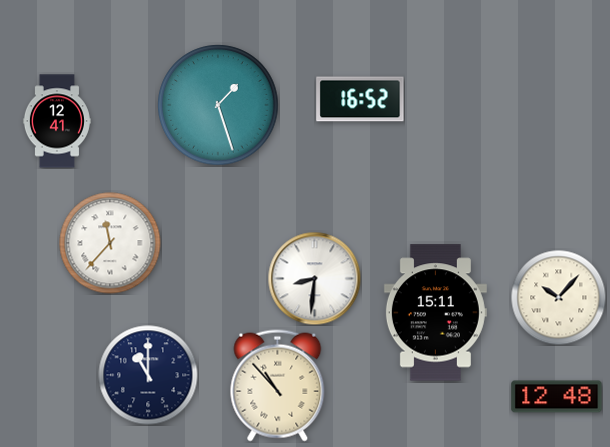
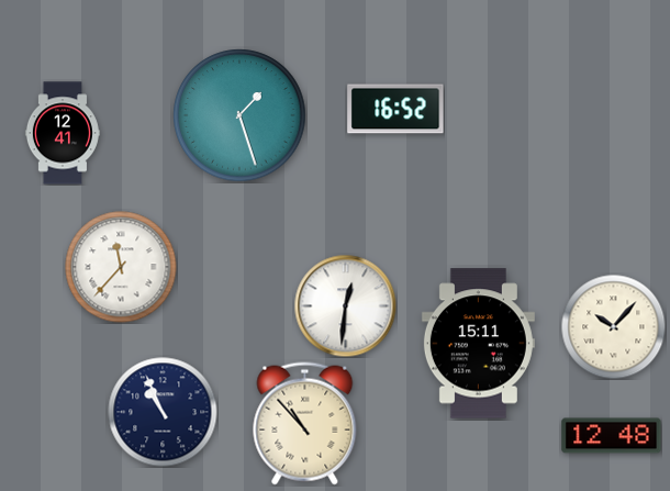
clock at (314, 278): 8:31 -> 12:31
clock at (148, 375): 11:00 -> 10:56
